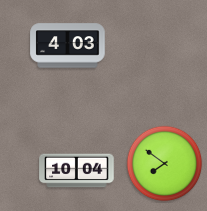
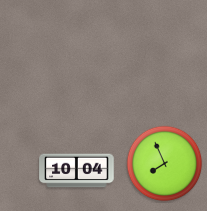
clock at (68, 46): 4:03 -> none
clock at (165, 164): 7:51 -> 7:56
